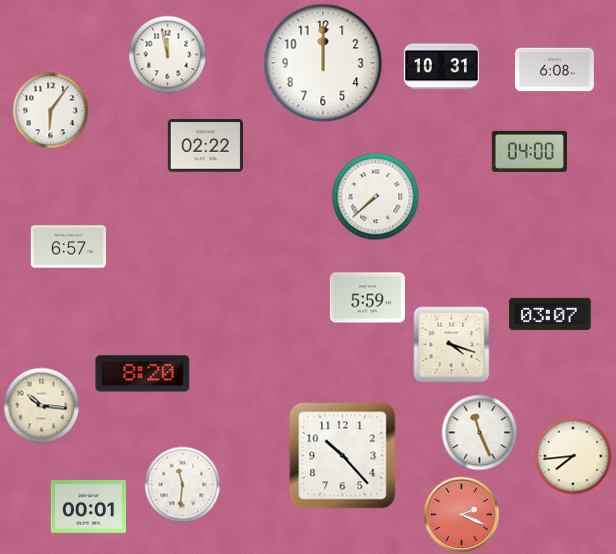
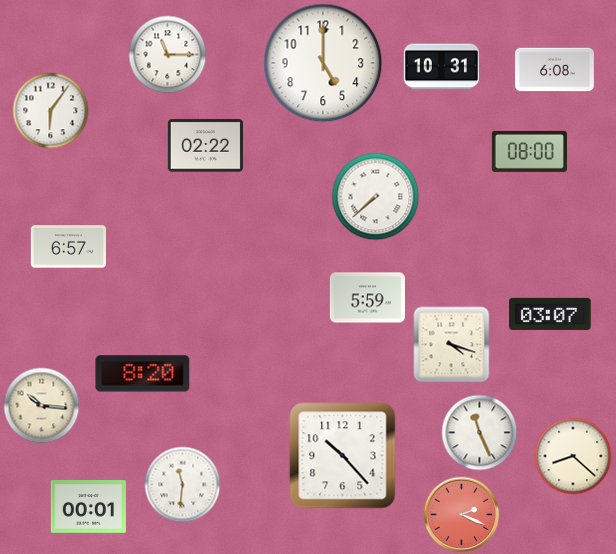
clock at (168, 55): 11:58 -> 11:15
clock at (323, 63): 12:00 -> 5:00
clock at (529, 151): 04:00 -> 08:00
clock at (573, 456): 7:44 -> 8:22
